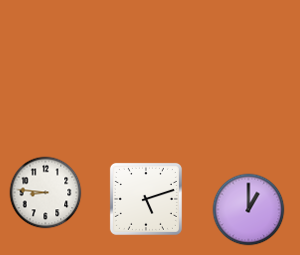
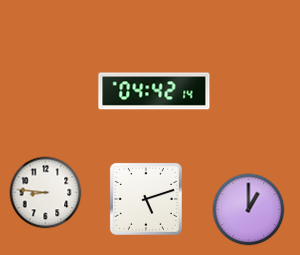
clock at (154, 91): none -> 04:42
